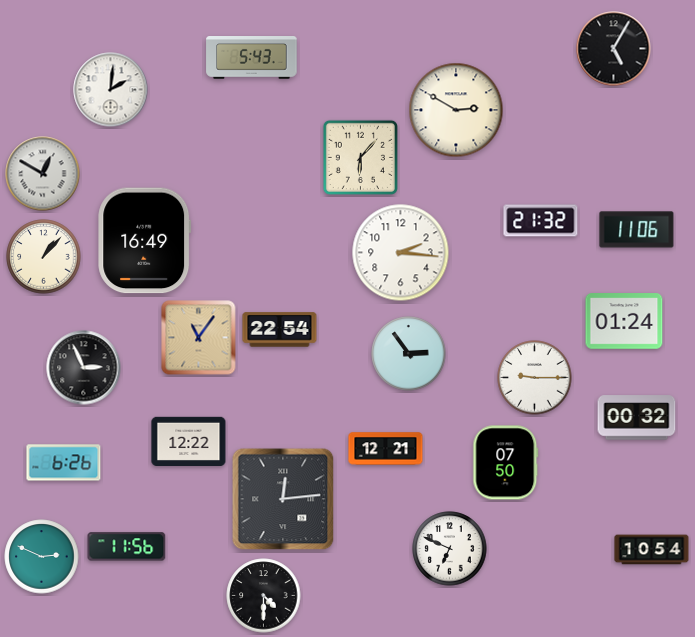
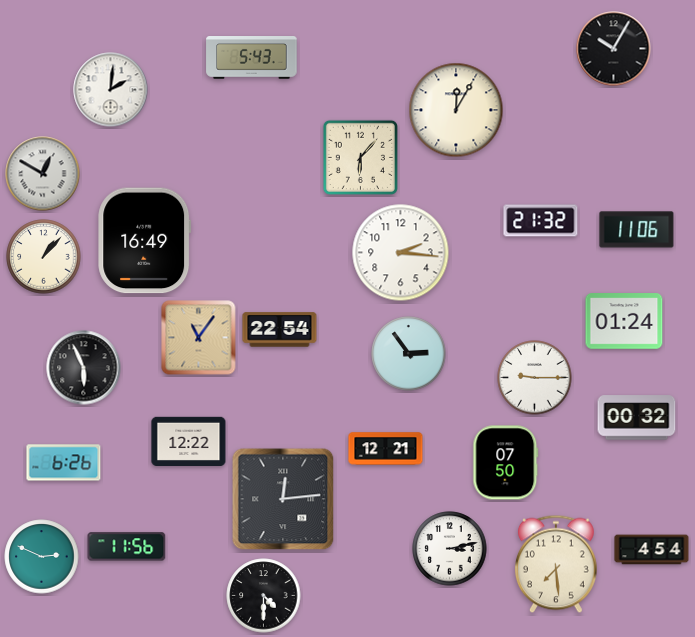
clock at (614, 49): 5:05 -> 10:05
clock at (456, 110): 2:50 -> 12:05
clock at (84, 368): 2:56 -> 5:56
clock at (450, 549): 6:49 -> 3:13
clock at (652, 550): 10:54 -> 4:54
clock at (556, 564): none -> 7:29
